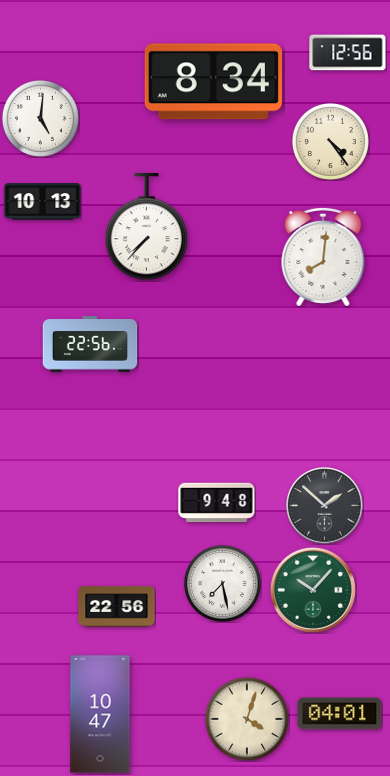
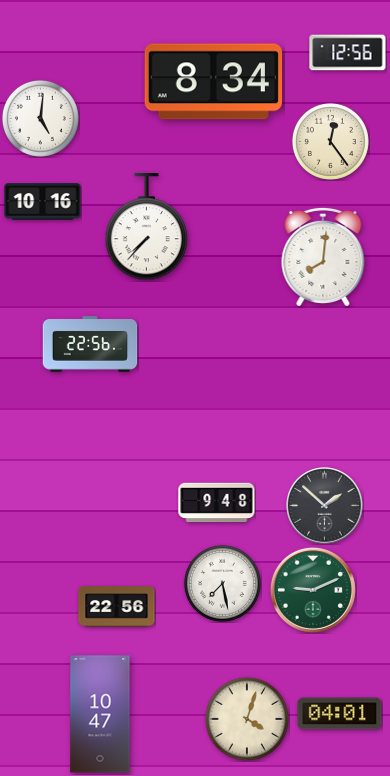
clock at (330, 141): 4:24 -> 12:24
clock at (43, 202): 10:13 -> 10:16
clock at (313, 590): 10:07 -> 9:11
